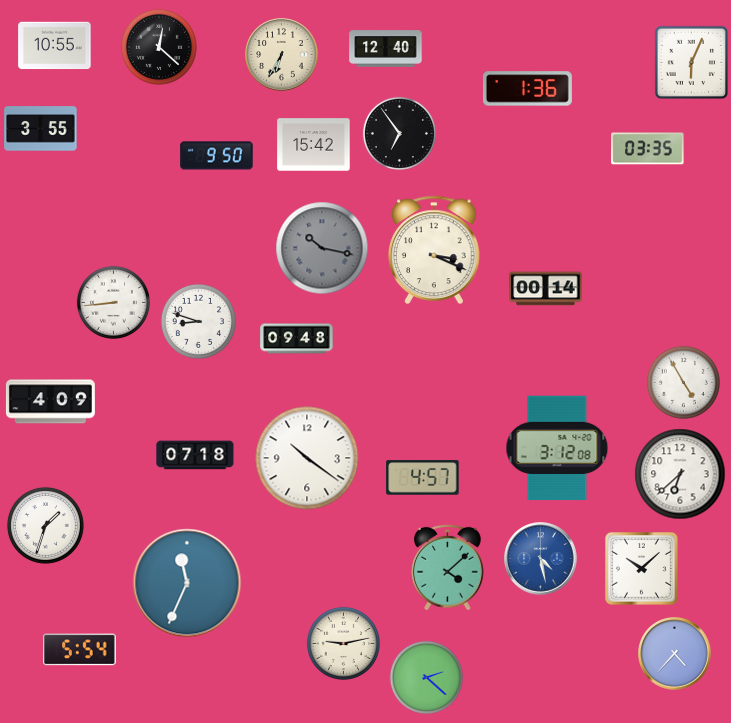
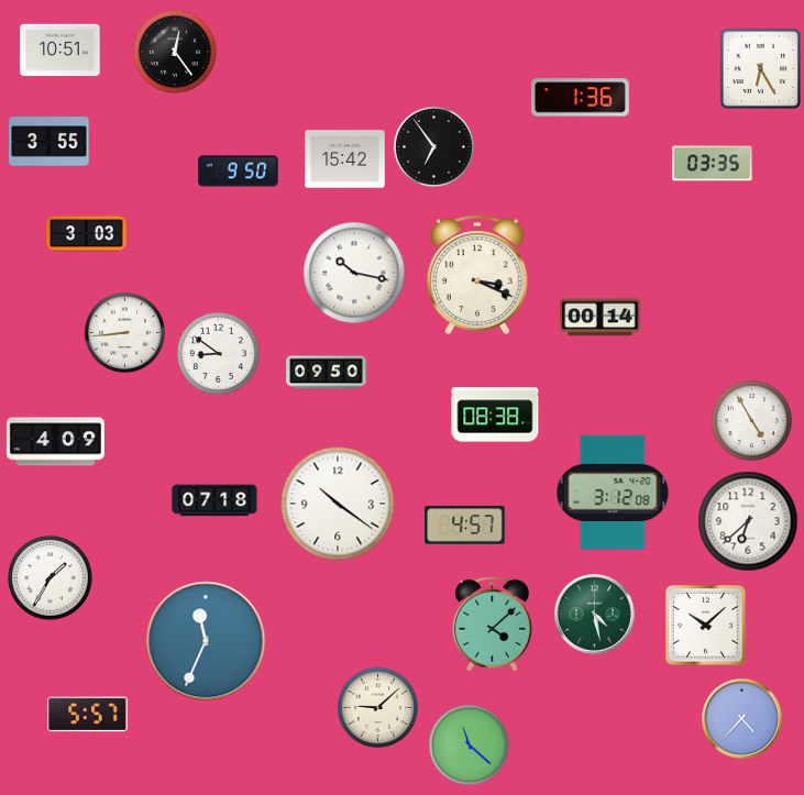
clock at (55, 46): 10:55 -> 10:51
clock at (159, 47): 12:22 -> 12:24
clock at (386, 49): 12:40 -> none
clock at (282, 55): 6:35 -> none
clock at (691, 62): 6:04 -> 6:25
clock at (41, 129) position: (41, 129) -> (49, 142)
clock at (399, 133) position: (399, 133) -> (433, 146)
clock at (87, 234): none -> 3:03
clock at (322, 248) dial: grey -> white
clock at (198, 321): 8:48 -> 8:51
clock at (297, 339): 09:48 -> 09:50
clock at (495, 415): none -> 08:38
clock at (45, 525): 1:33 -> 1:35
clock at (541, 559) dial: blue -> green
clock at (343, 643): 9:13 -> 9:08
clock at (80, 650): 5:54 -> 5:57
clock at (426, 677): 2:22 -> 11:22
